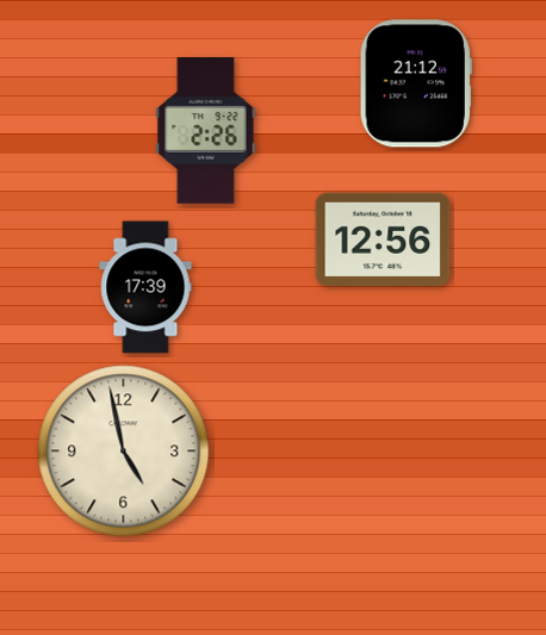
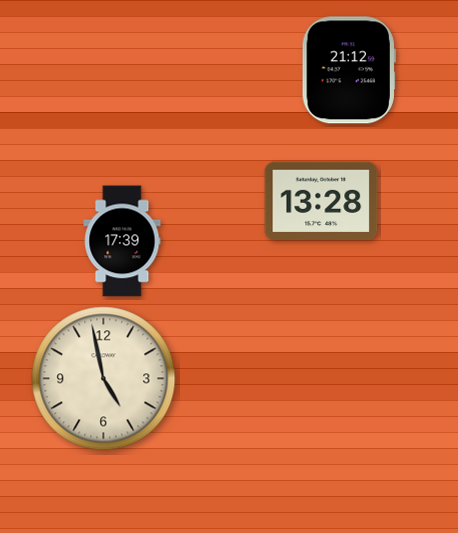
clock at (206, 131): 2:26 -> none
clock at (383, 238): 12:56 -> 13:28
